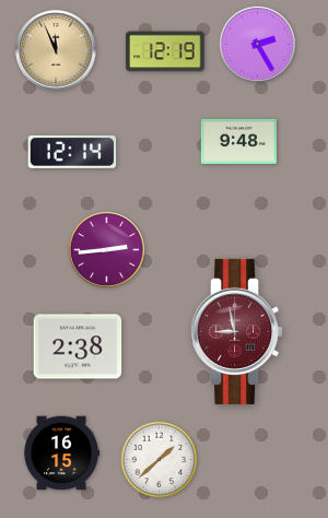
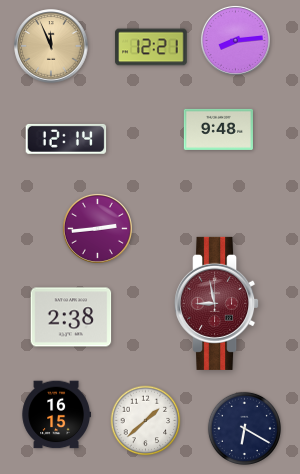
clock at (257, 44): 2:25 -> 8:14
clock at (165, 51): 12:19 -> 12:21
clock at (244, 428): none -> 6:20
